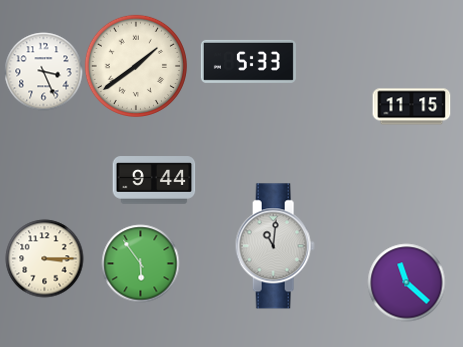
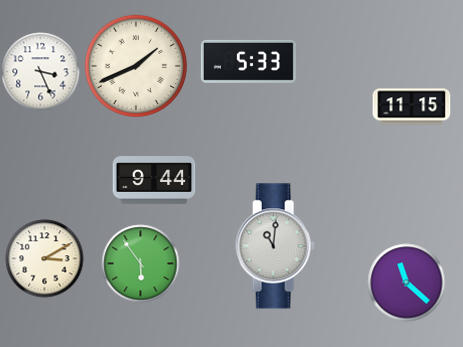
clock at (136, 66): 1:39 -> 1:41
clock at (43, 71) position: (43, 71) -> (40, 71)
clock at (44, 258): 3:15 -> 3:10
